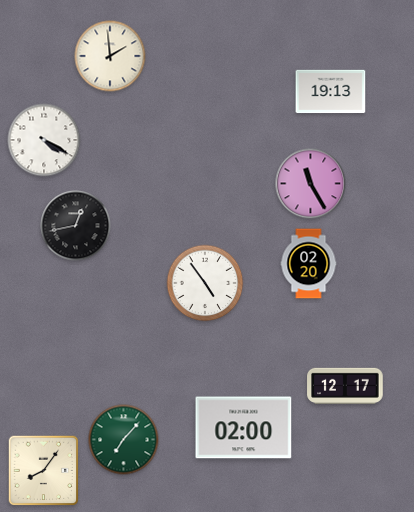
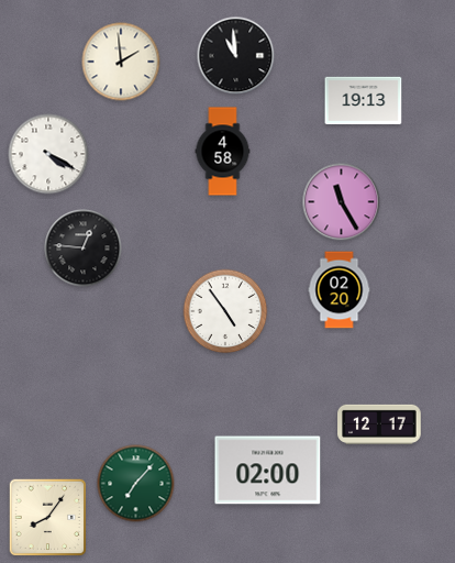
clock at (236, 56): none -> 10:59
clock at (223, 152): none -> 4:58
clock at (76, 226): 12:43 -> 12:46
